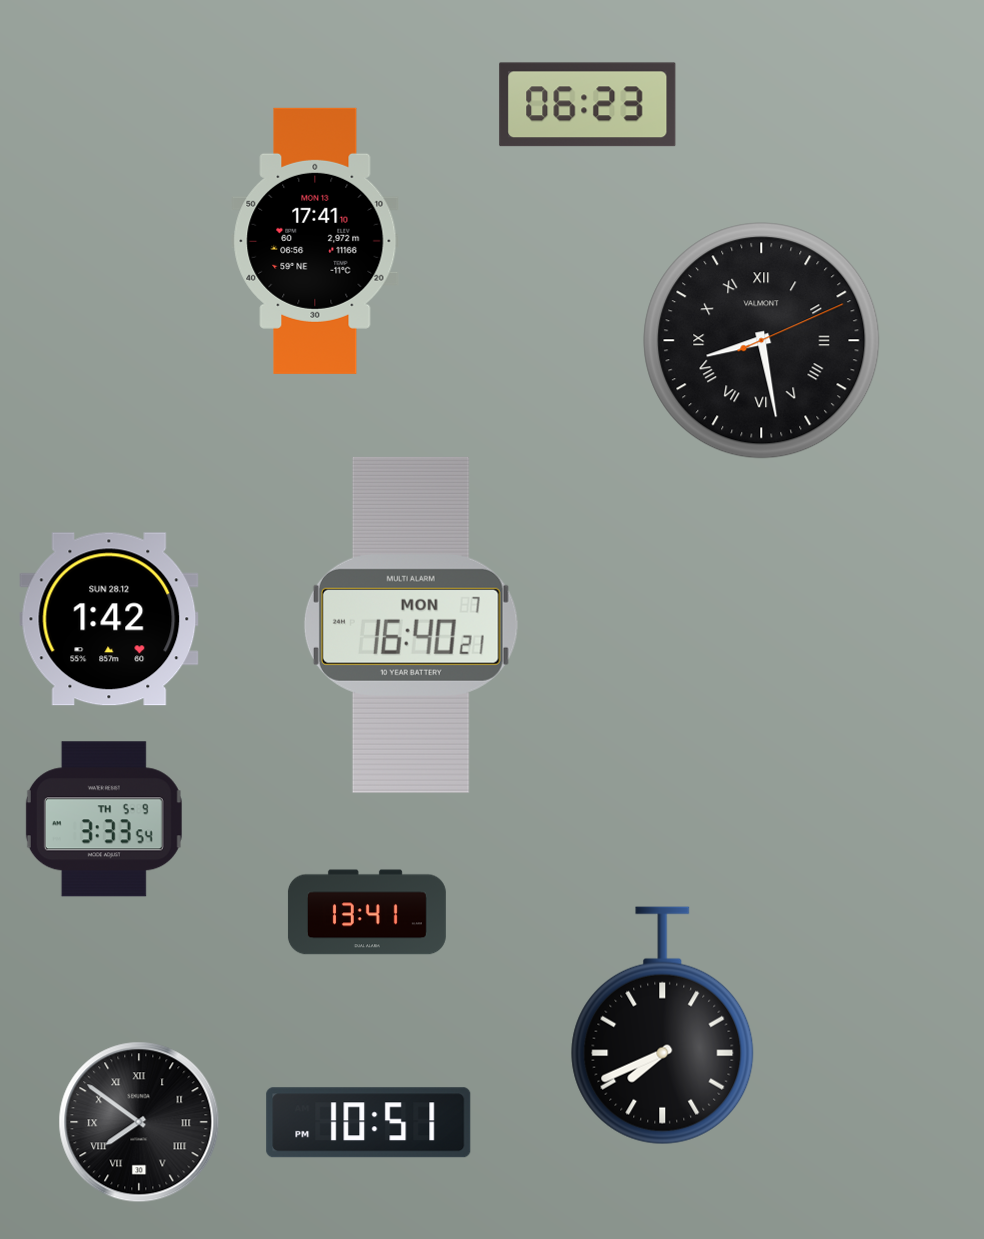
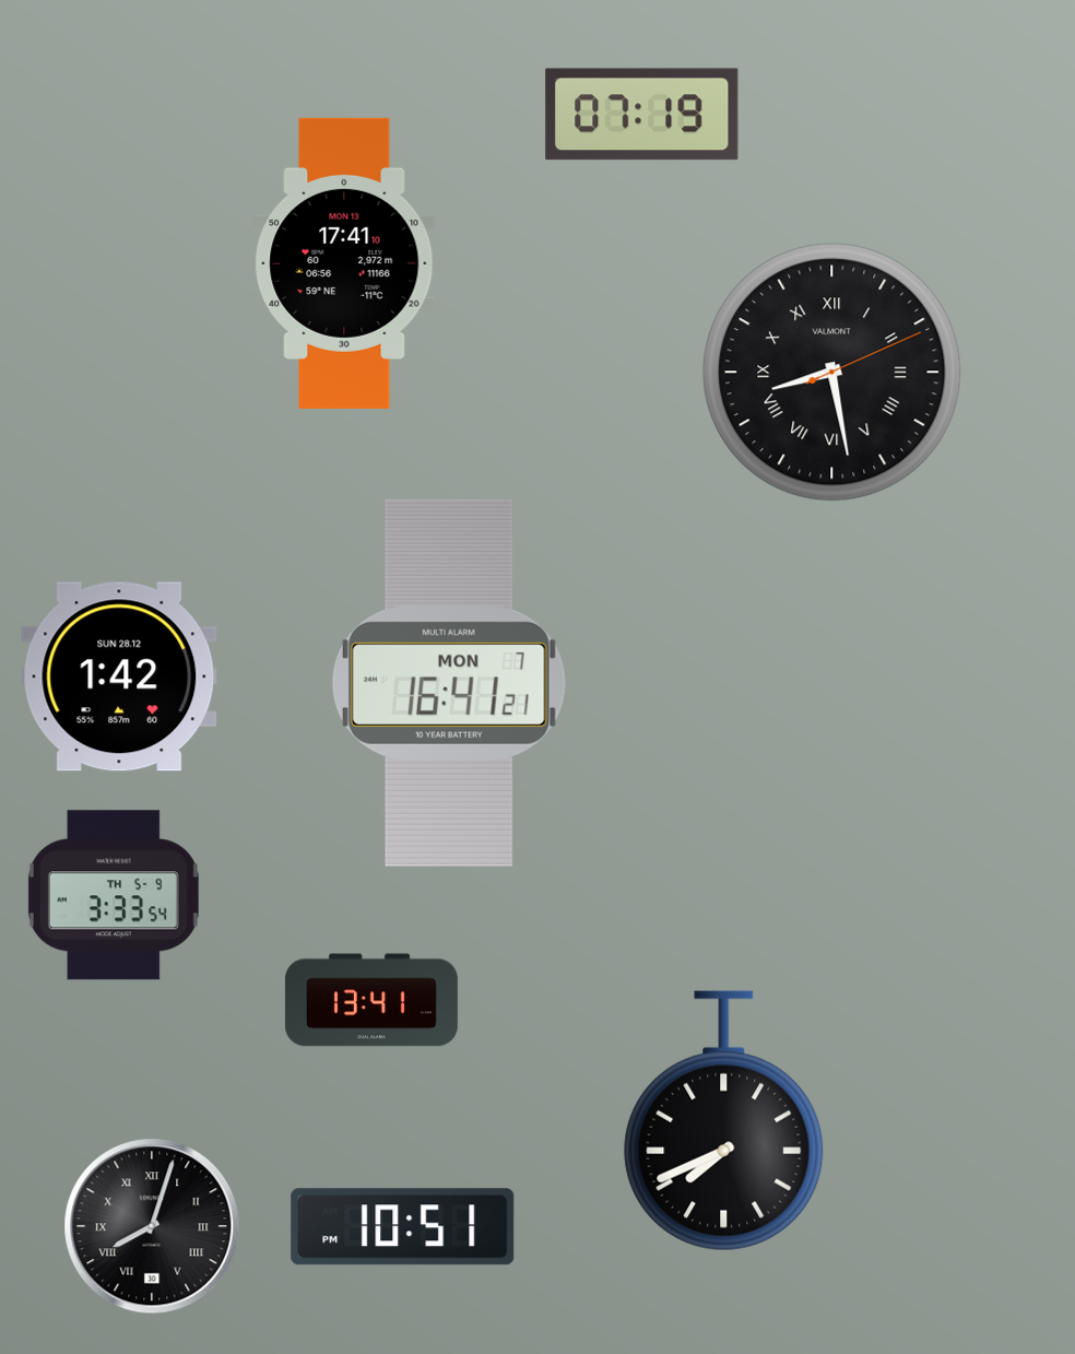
clock at (588, 105): 06:23 -> 07:19
clock at (411, 625): 16:40 -> 16:41
clock at (367, 912) position: (367, 912) -> (371, 1000)
clock at (139, 1122): 7:51 -> 8:03
